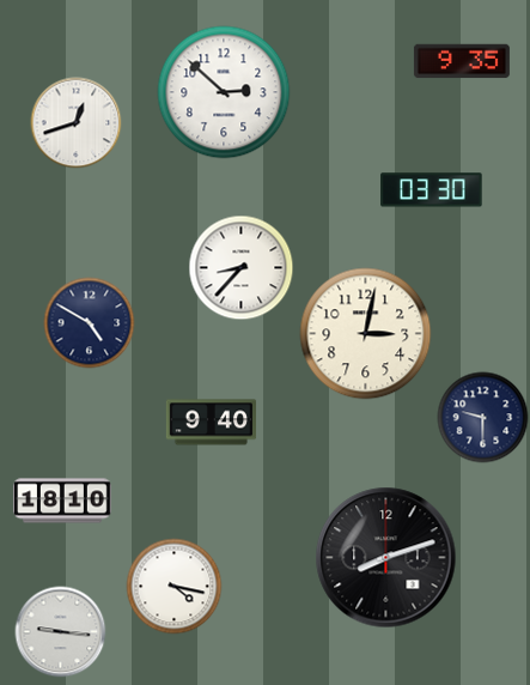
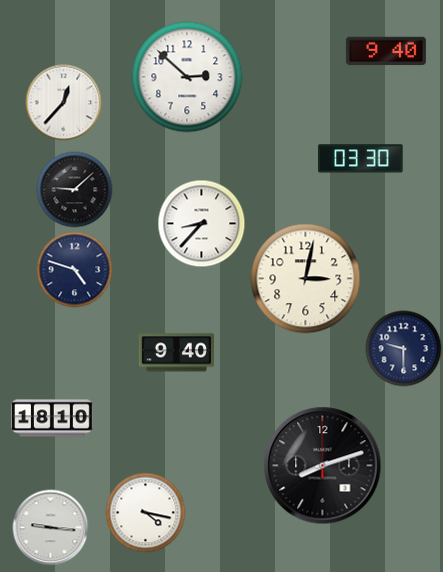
clock at (462, 61): 9:35 -> 9:40
clock at (77, 123): 12:42 -> 12:37
clock at (75, 190): none -> 9:08
clock at (90, 323): 4:50 -> 4:48
clock at (175, 587) position: (175, 587) -> (146, 513)
